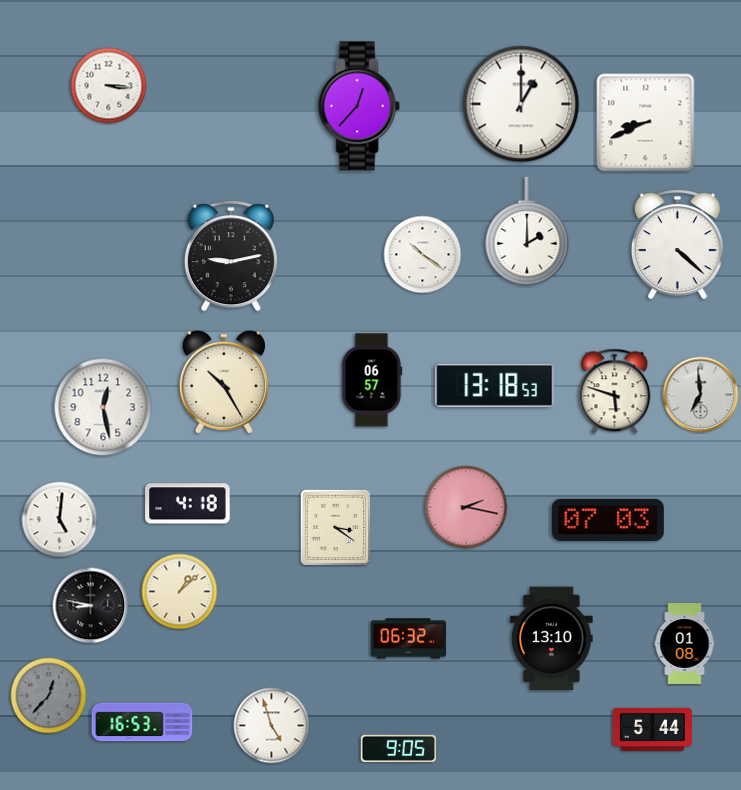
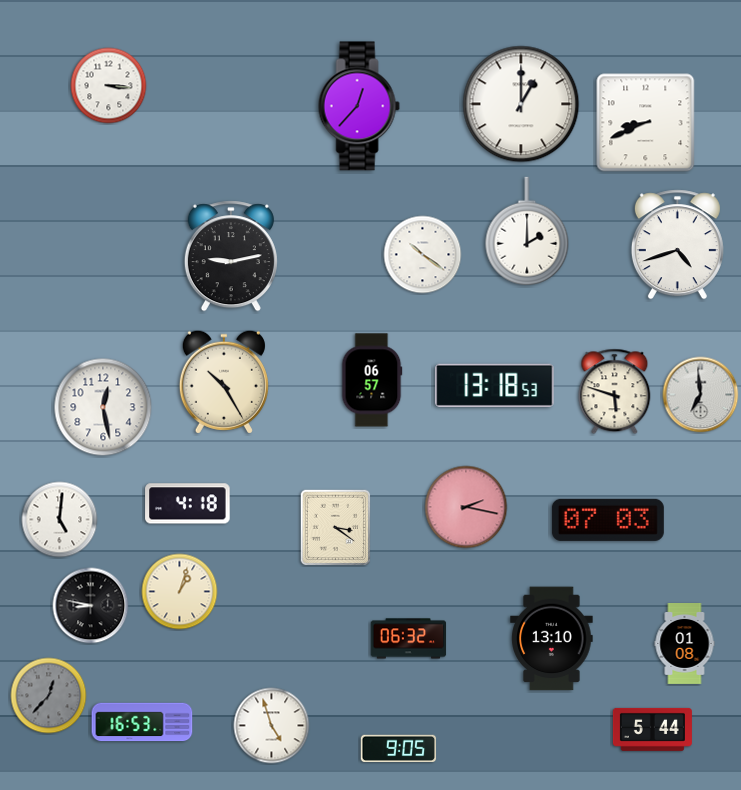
clock at (677, 245): 4:22 -> 4:42
clock at (180, 592): 1:08 -> 1:03
